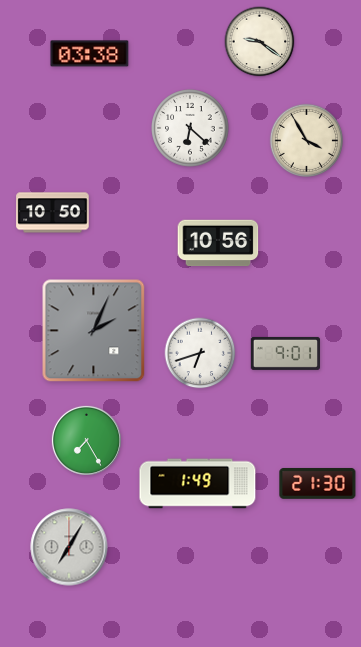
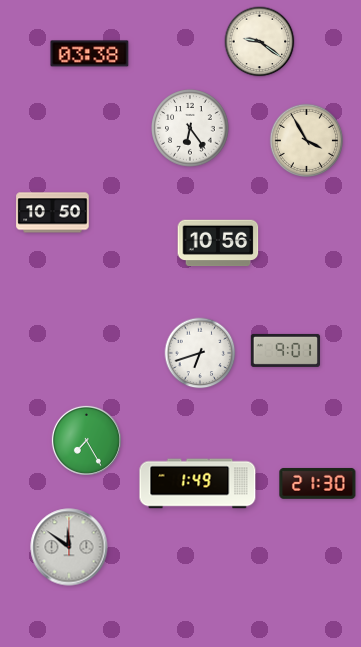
clock at (190, 128): 6:22 -> 6:24
clock at (94, 331): 2:04 -> none
clock at (286, 353) position: (286, 353) -> (286, 350)
clock at (69, 547): 7:05 -> 11:51
